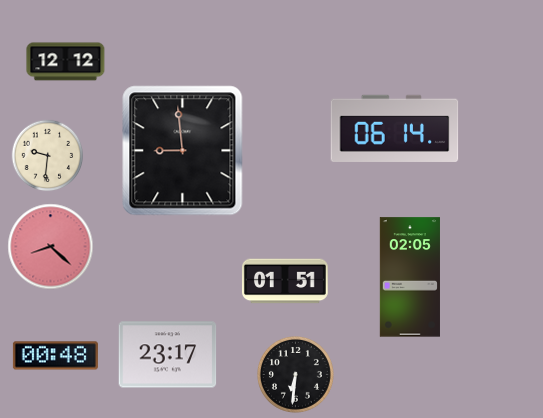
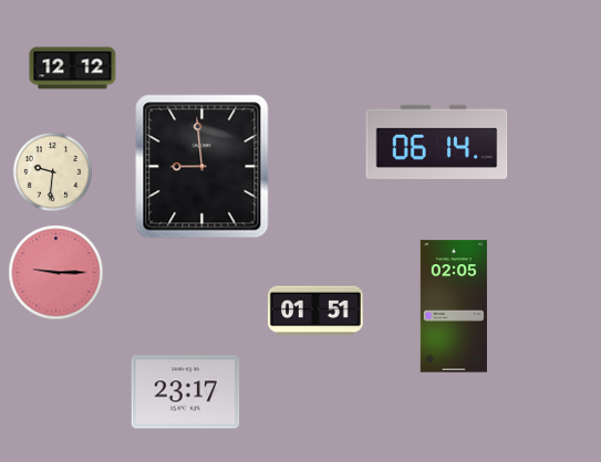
clock at (51, 247): 8:22 -> 9:15
clock at (55, 356): 00:48 -> none
clock at (295, 374): 6:31 -> none
